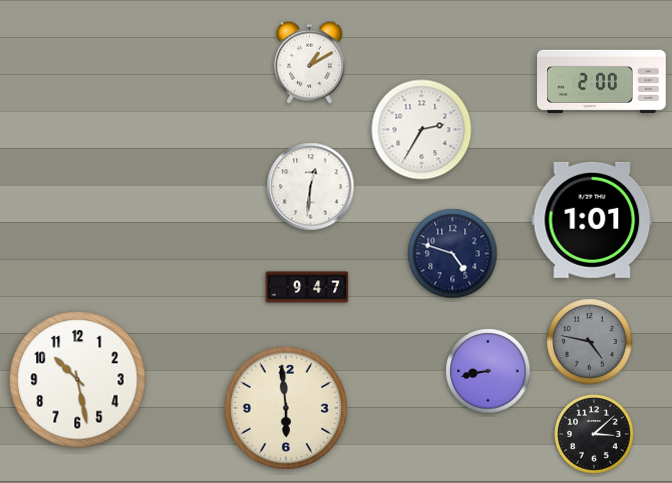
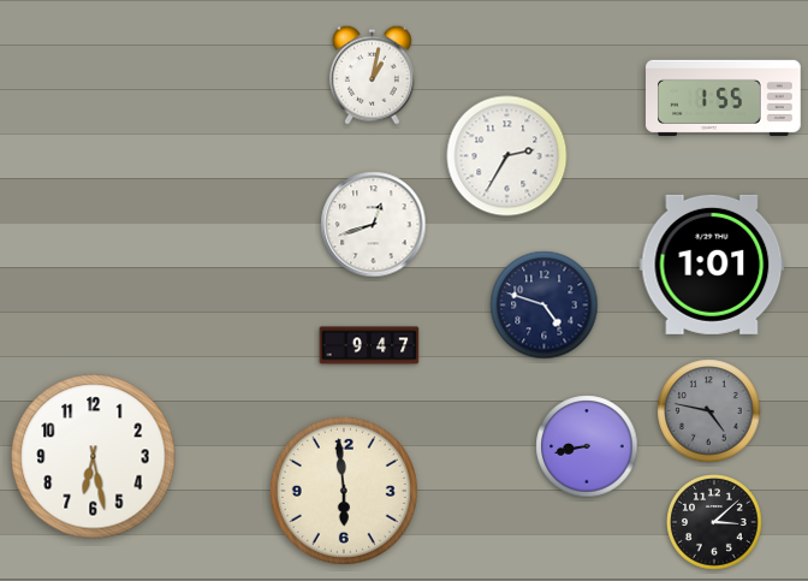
clock at (309, 62): 1:10 -> 1:02
clock at (602, 81): 2:00 -> 1:55
clock at (311, 187): 12:31 -> 12:42
clock at (78, 380): 10:28 -> 6:28
